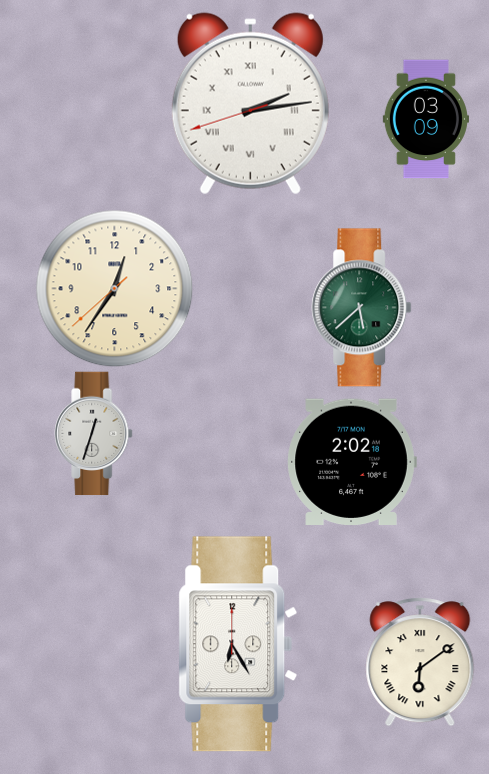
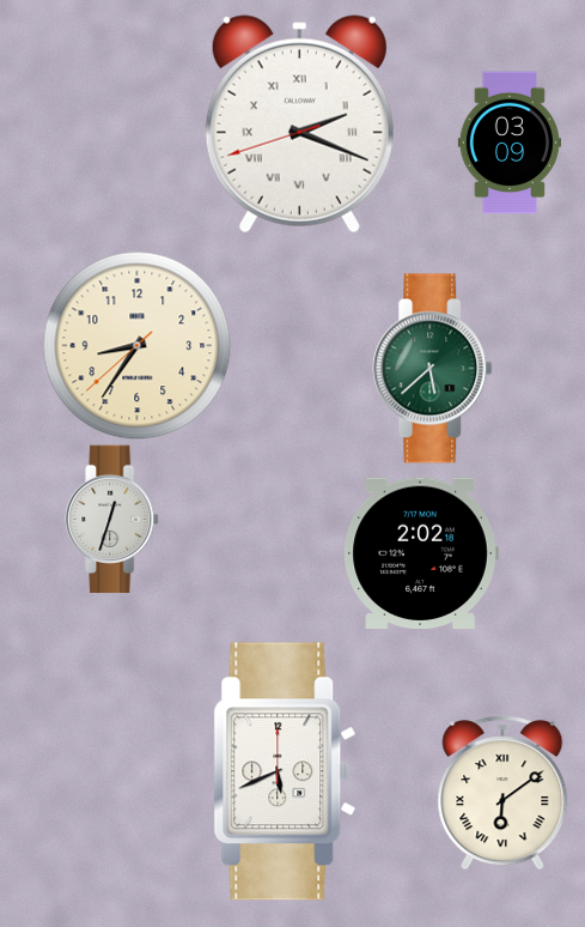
clock at (250, 104): 2:13 -> 2:18
clock at (115, 289): 12:35 -> 8:35
clock at (238, 644): 6:25 -> 5:41
